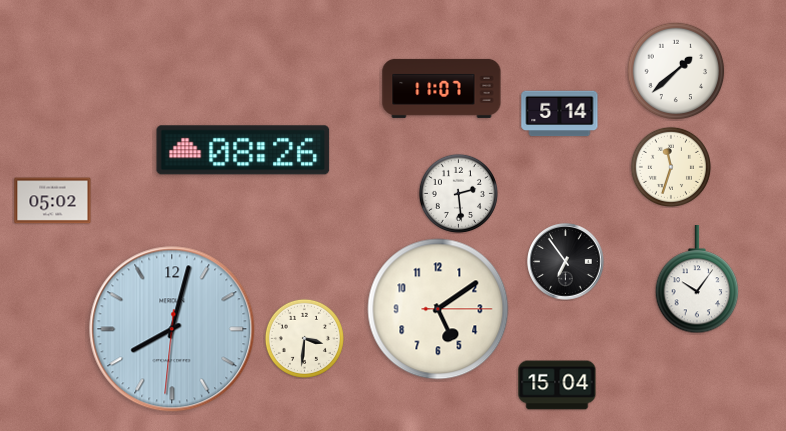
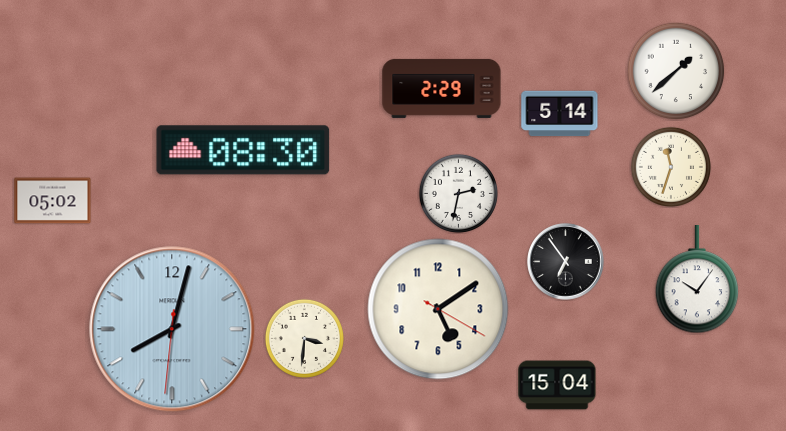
clock at (442, 88): 11:07 -> 2:29
clock at (243, 150): 08:26 -> 08:30
clock at (458, 193): 2:29 -> 2:32
clock at (438, 309): 5:09:15 -> 5:09:20
